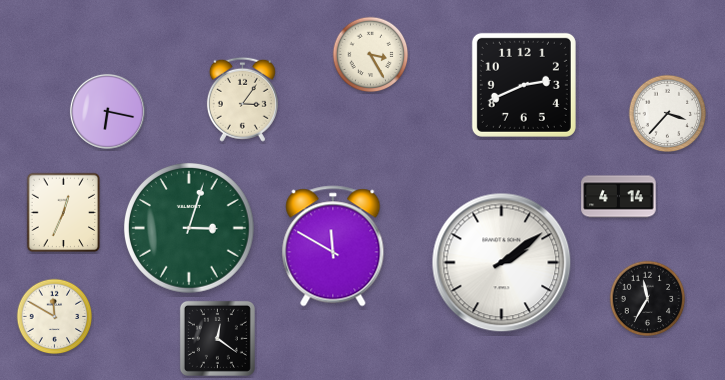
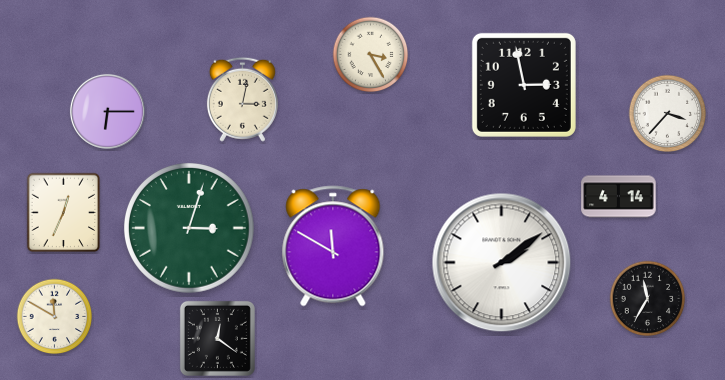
clock at (524, 85): 2:41 -> 2:58
clock at (242, 99): 3:06 -> 3:02
clock at (107, 111): 6:17 -> 6:15
